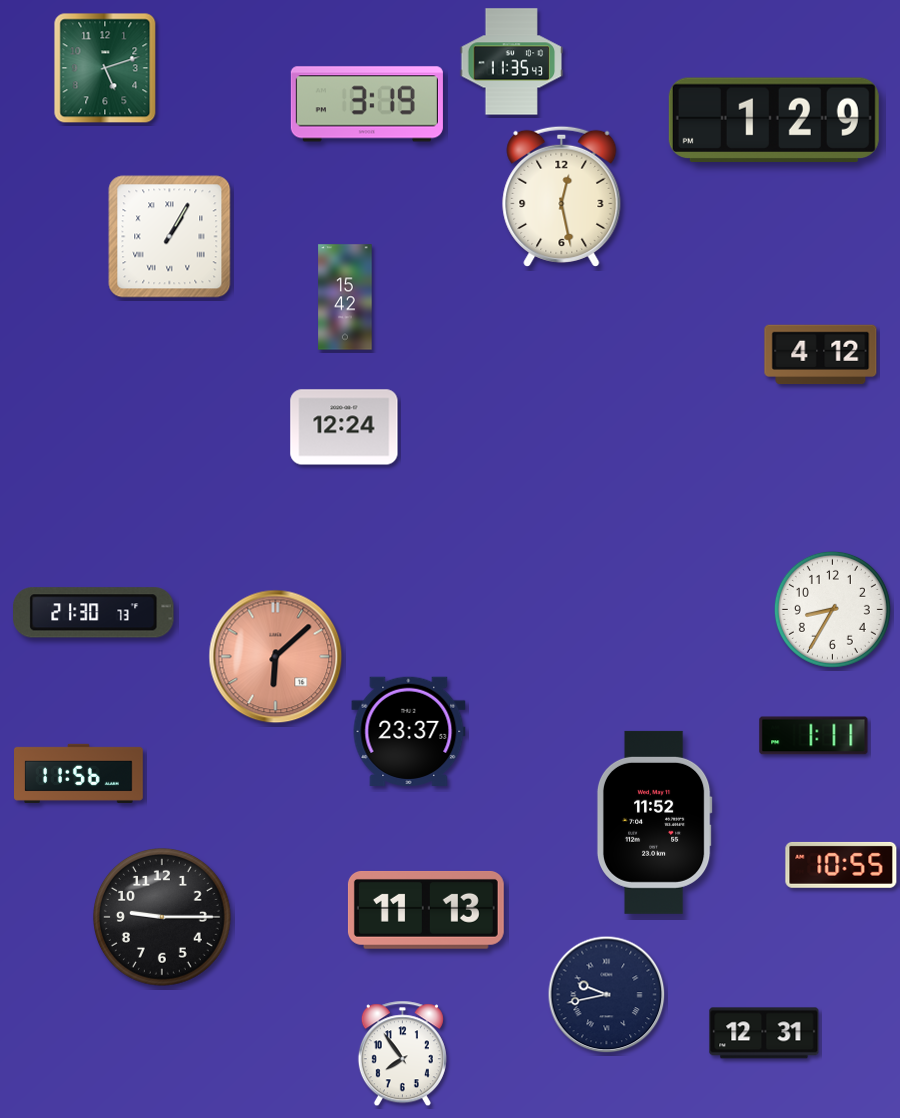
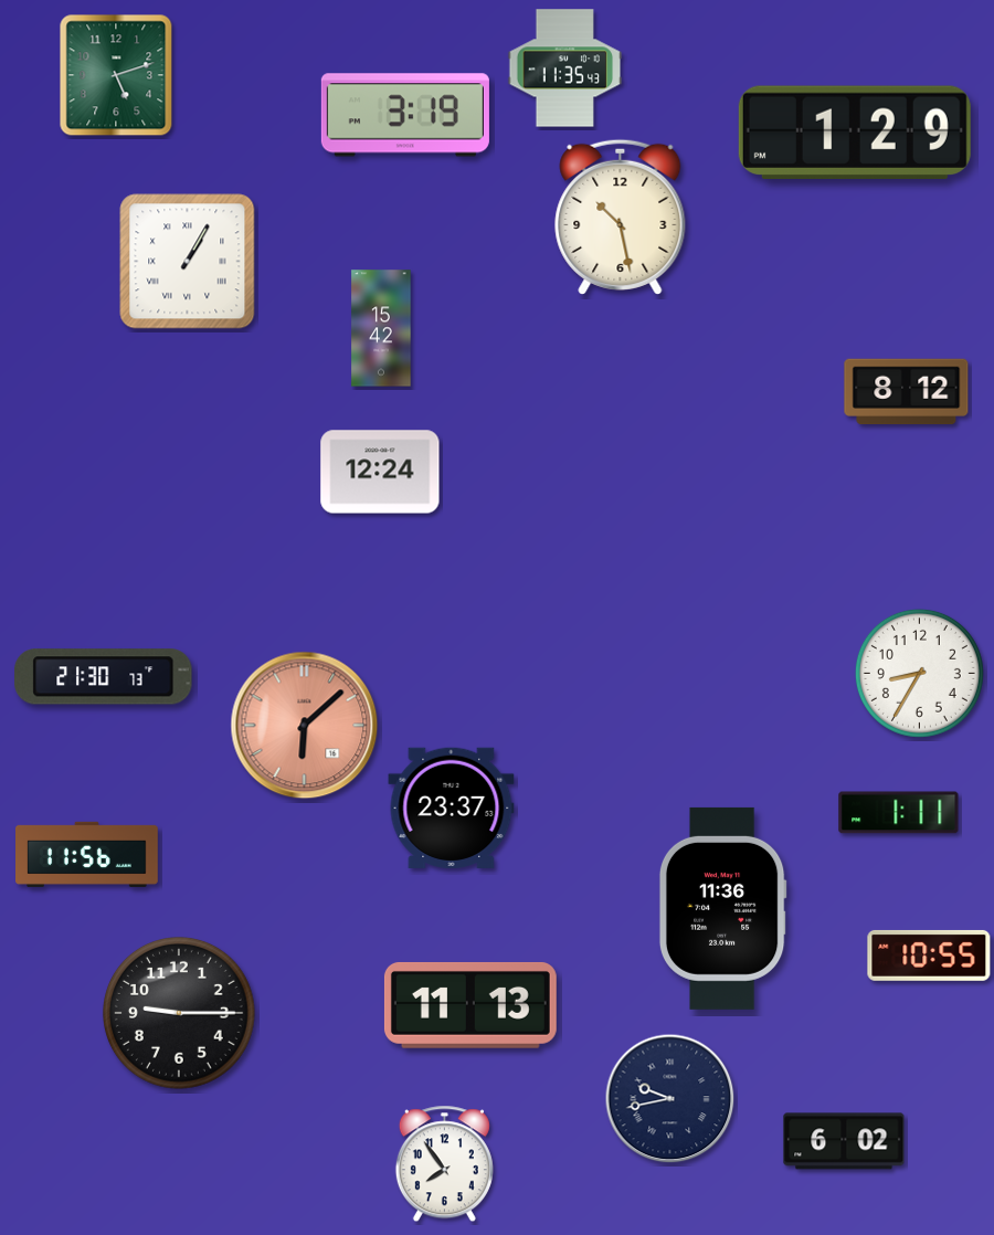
clock at (562, 196): 12:28 -> 10:28
clock at (821, 355): 4:12 -> 8:12
clock at (654, 822): 11:52 -> 11:36
clock at (764, 1033): 12:31 -> 6:02
